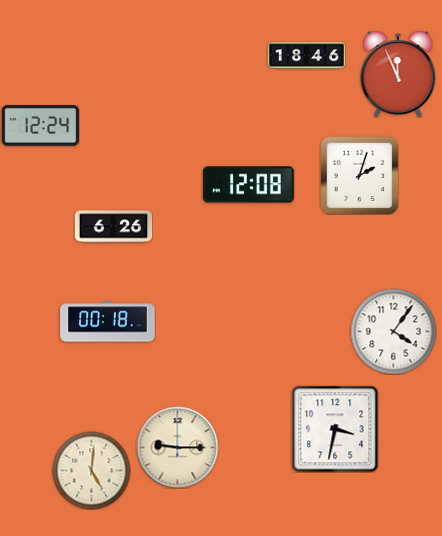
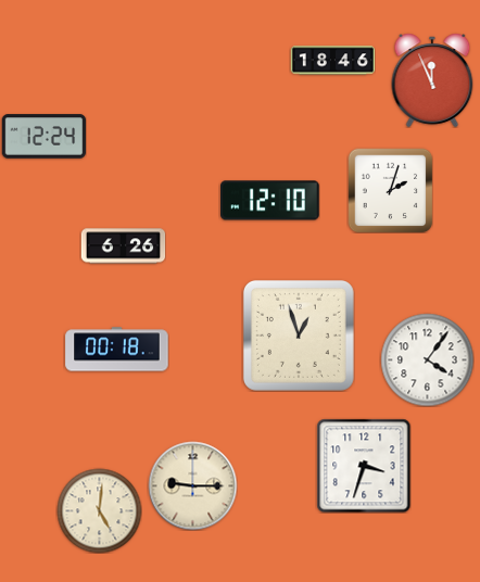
clock at (249, 185): 12:08 -> 12:10
clock at (299, 336): none -> 12:57
clock at (335, 429): 3:32 -> 3:33
